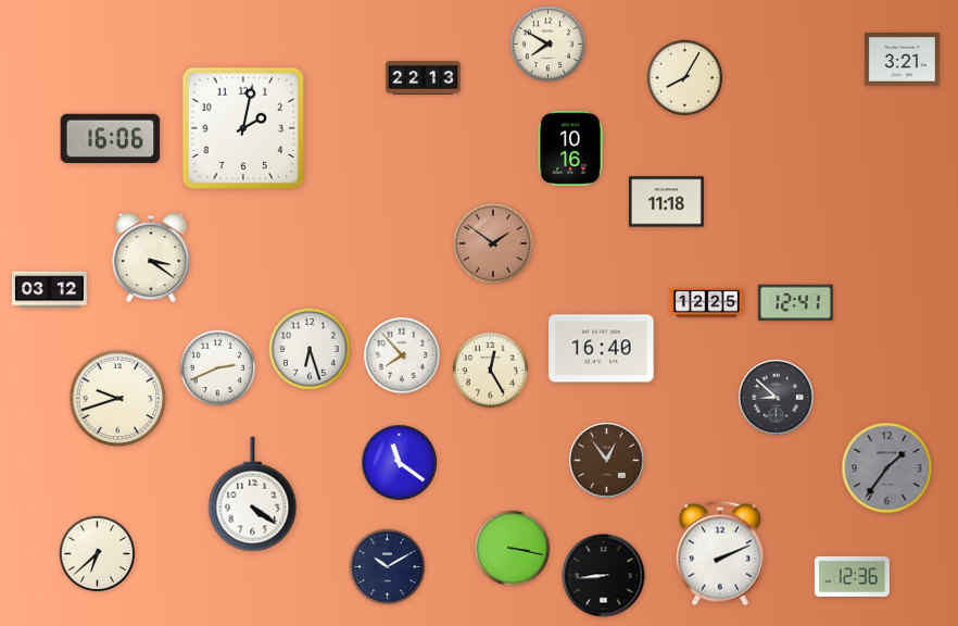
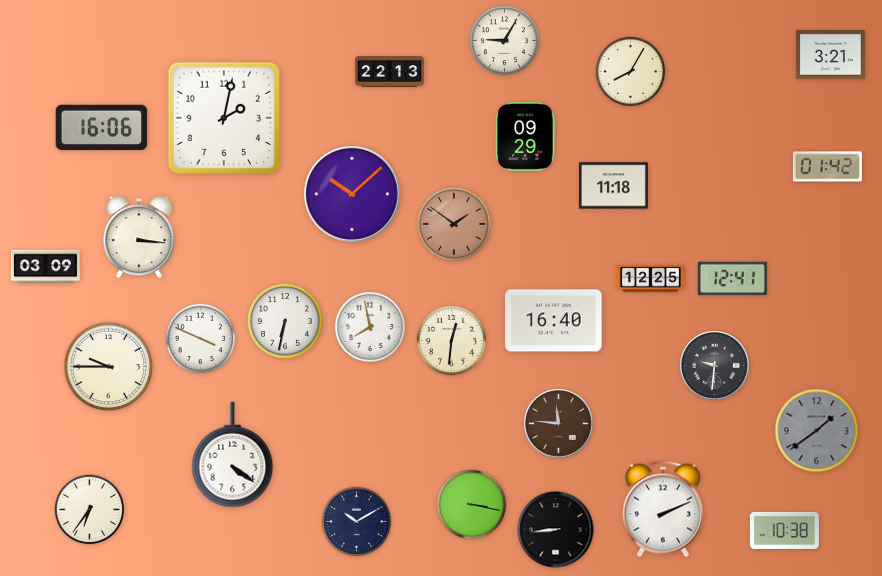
clock at (549, 45): 7:50 -> 9:05
clock at (570, 148): 10:16 -> 09:29
clock at (827, 167): none -> 01:42
clock at (352, 194): none -> 10:08
clock at (151, 258): 3:21 -> 3:16
clock at (49, 290): 03:12 -> 03:09
clock at (310, 349): 6:27 -> 6:32
clock at (402, 355): 7:53 -> 7:58
clock at (218, 368): 2:41 -> 3:49
clock at (491, 371): 12:25 -> 12:31
clock at (777, 398): 8:52 -> 9:31
clock at (118, 399): 9:42 -> 9:45
clock at (607, 461): 12:54 -> 11:46
clock at (400, 463): 11:21 -> none
clock at (887, 468): 1:36 -> 1:39
clock at (98, 554): 6:38 -> 6:36
clock at (852, 576): 12:36 -> 10:38
